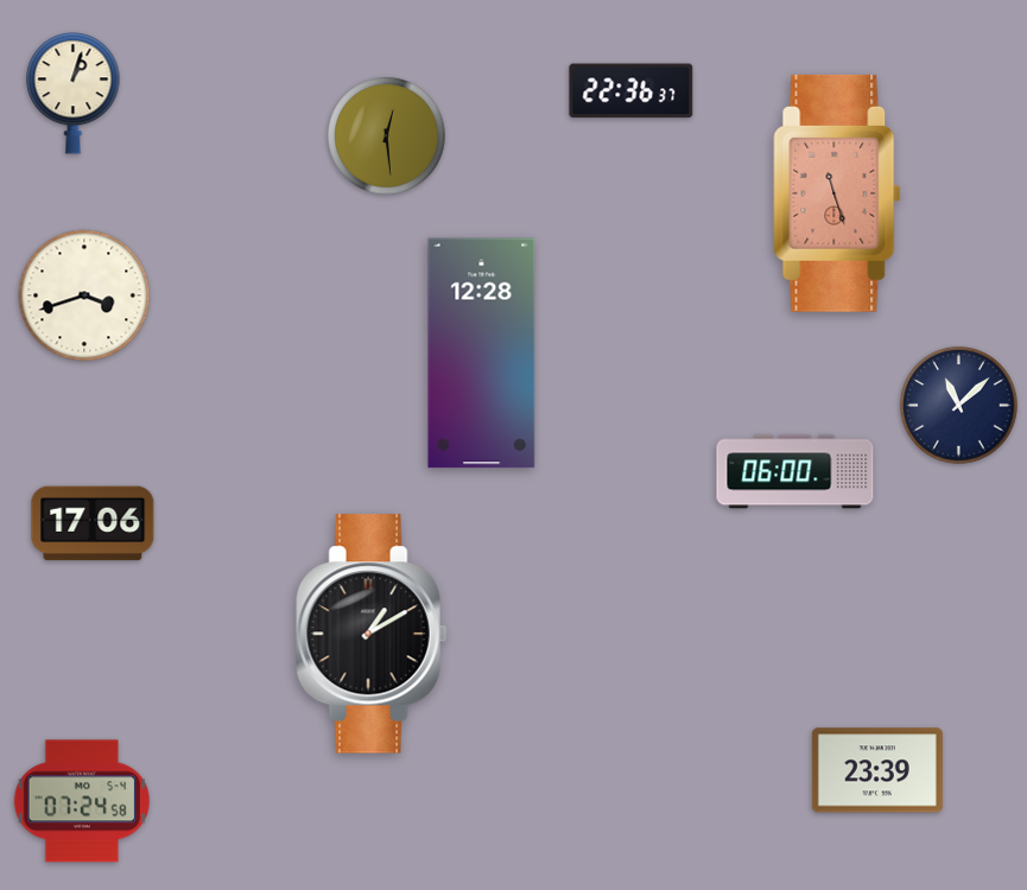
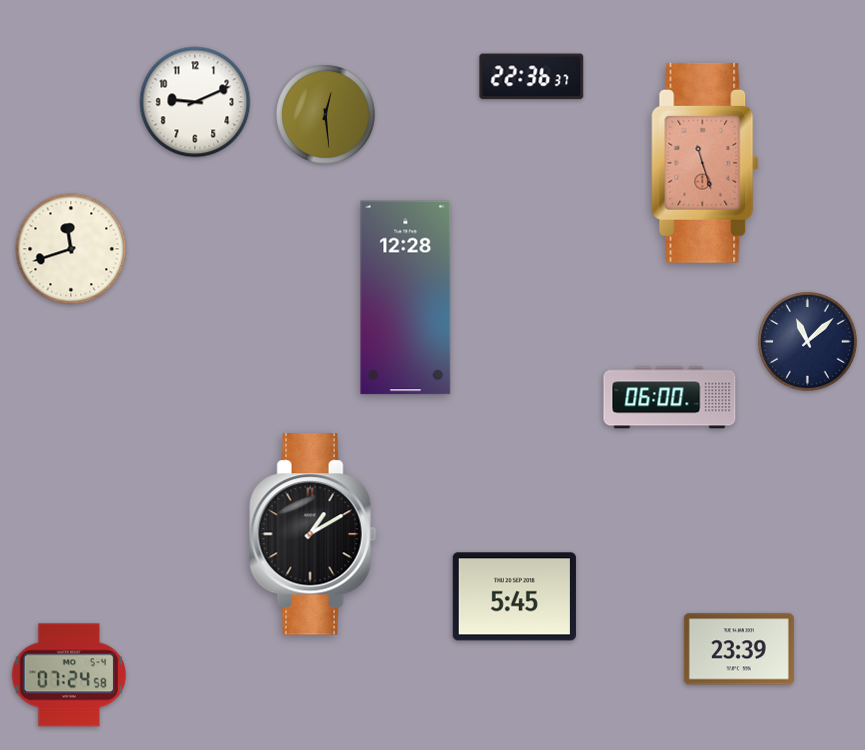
clock at (74, 94): 1:03 -> none
clock at (195, 102): none -> 9:11
clock at (84, 295): 3:42 -> 11:42
clock at (93, 523): 17:06 -> none
clock at (514, 597): none -> 5:45
